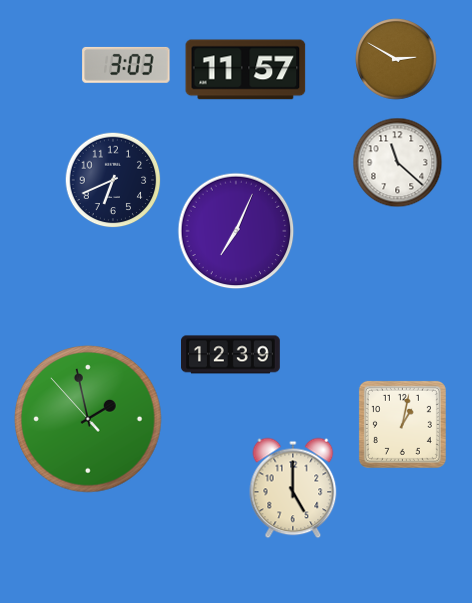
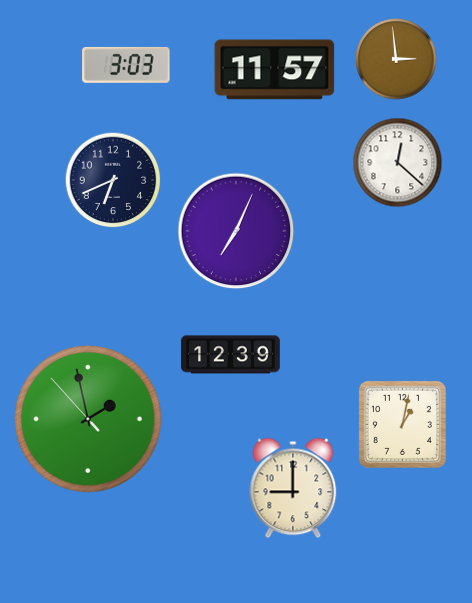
clock at (396, 59): 2:50 -> 2:59
clock at (246, 70) position: (246, 70) -> (275, 70)
clock at (398, 163): 11:22 -> 12:22
clock at (293, 488): 5:00 -> 9:00
